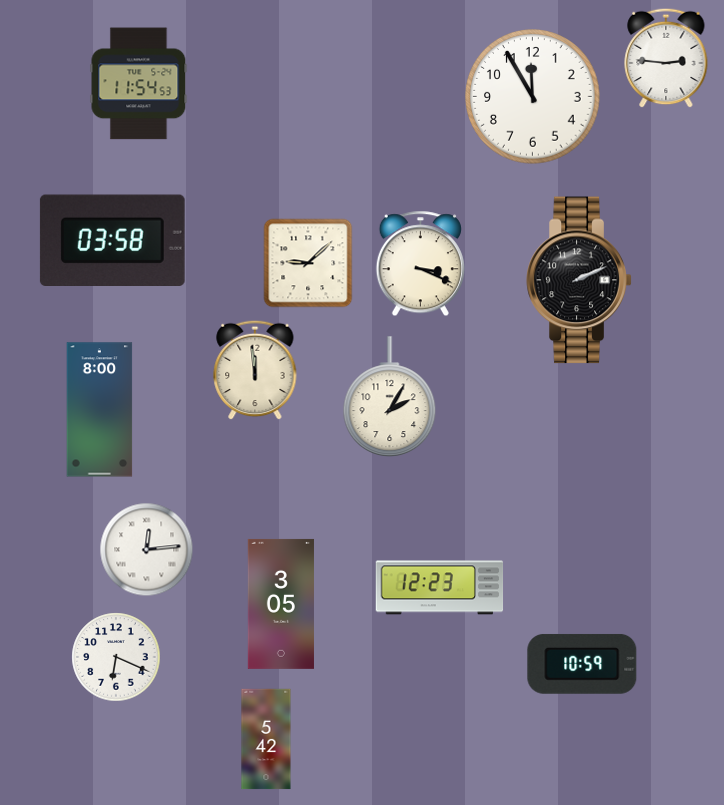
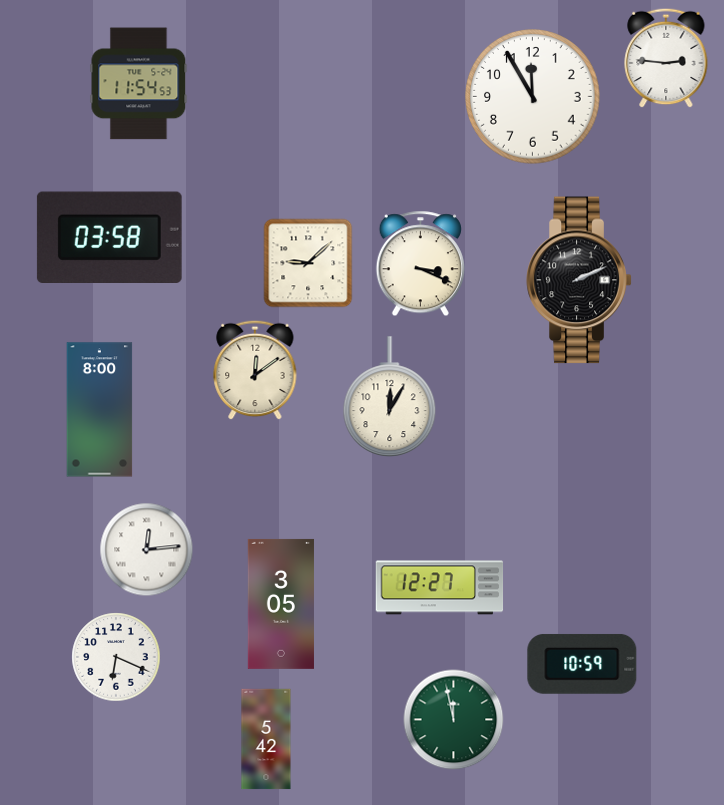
clock at (112, 241) position: (112, 241) -> (109, 238)
clock at (255, 370): 11:59 -> 12:09
clock at (390, 397): 2:05 -> 12:05
clock at (440, 588): 12:23 -> 12:27
clock at (454, 720): none -> 11:58
